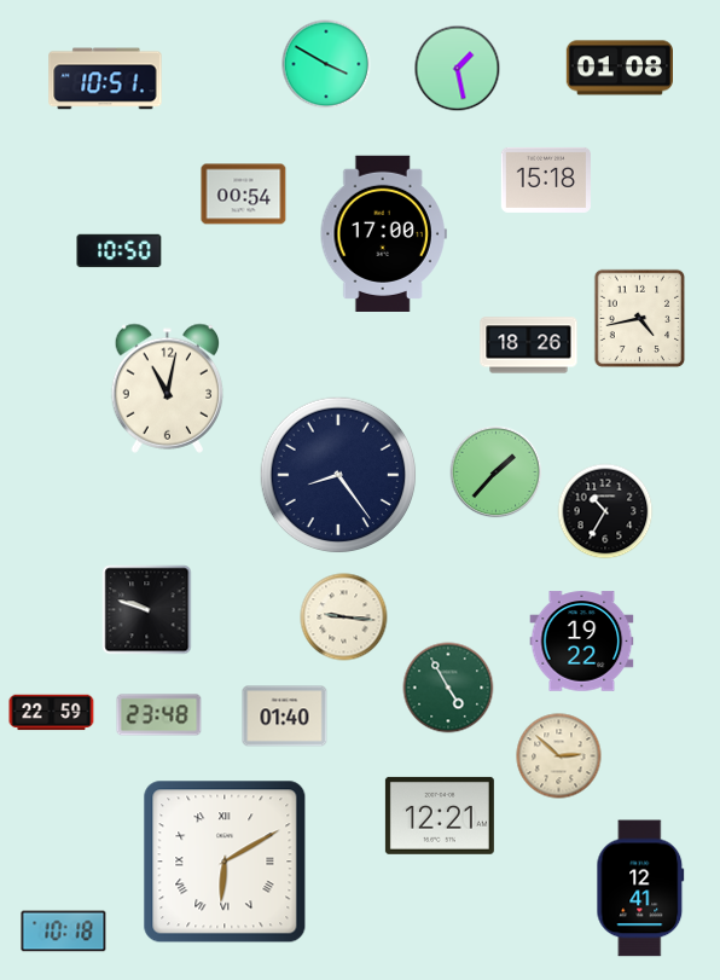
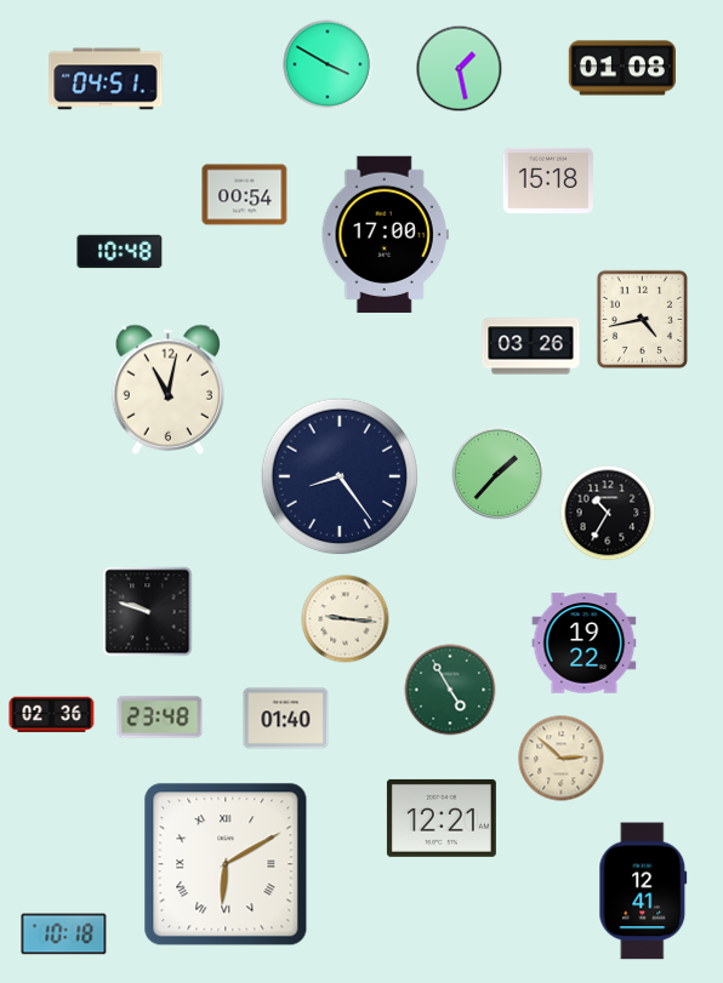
clock at (105, 79): 10:51 -> 04:51
clock at (120, 251): 10:50 -> 10:48
clock at (529, 346): 18:26 -> 03:26
clock at (52, 713): 22:59 -> 02:36
